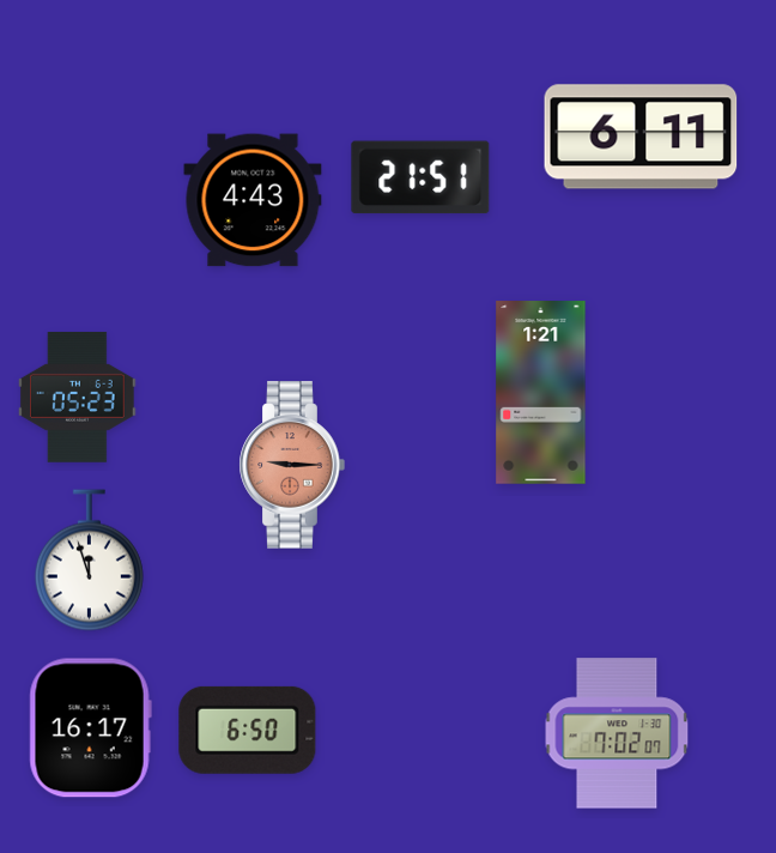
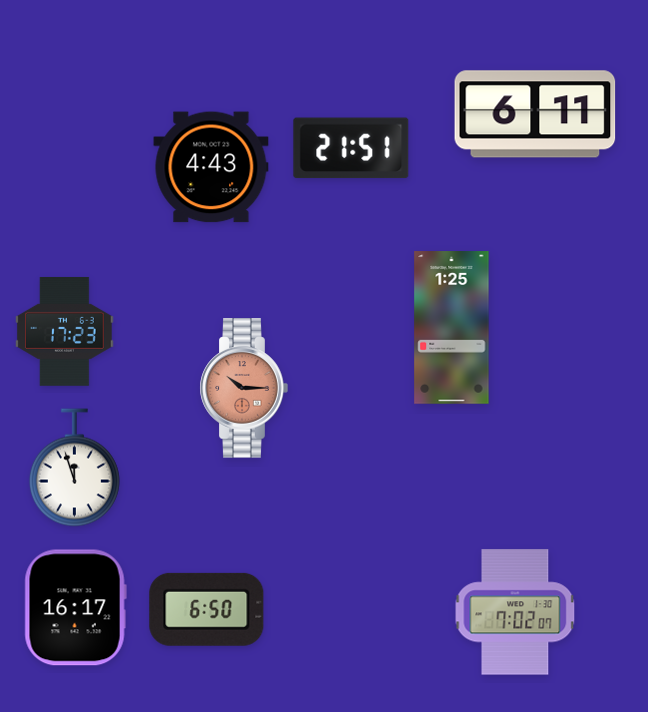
clock at (541, 393): 1:21 -> 1:25
clock at (77, 397): 05:23 -> 17:23
clock at (292, 465): 9:15 -> 10:15
